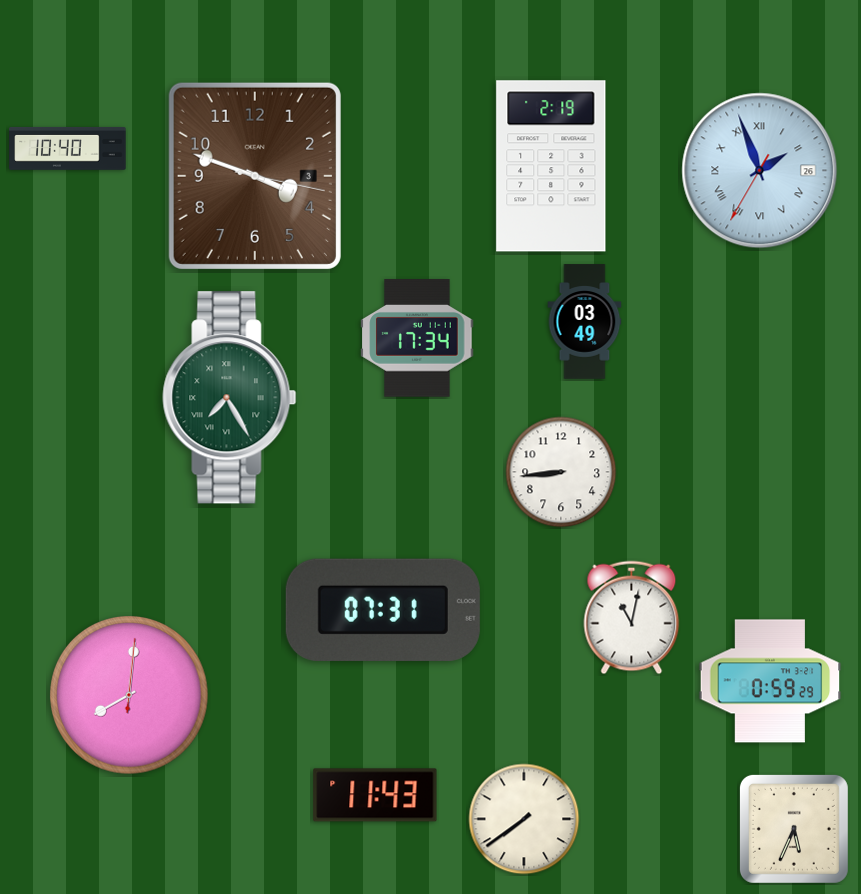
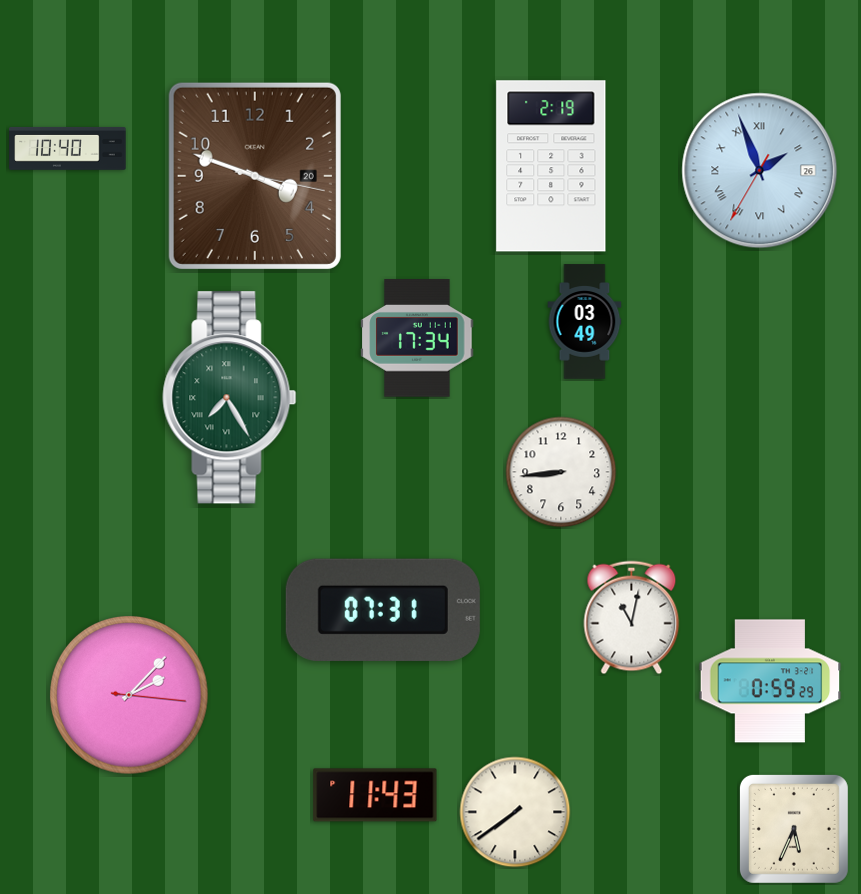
clock at (255, 176) date: 3 -> 20
clock at (129, 695): 8:01 -> 2:07
clock at (524, 819) position: (524, 819) -> (515, 812)
